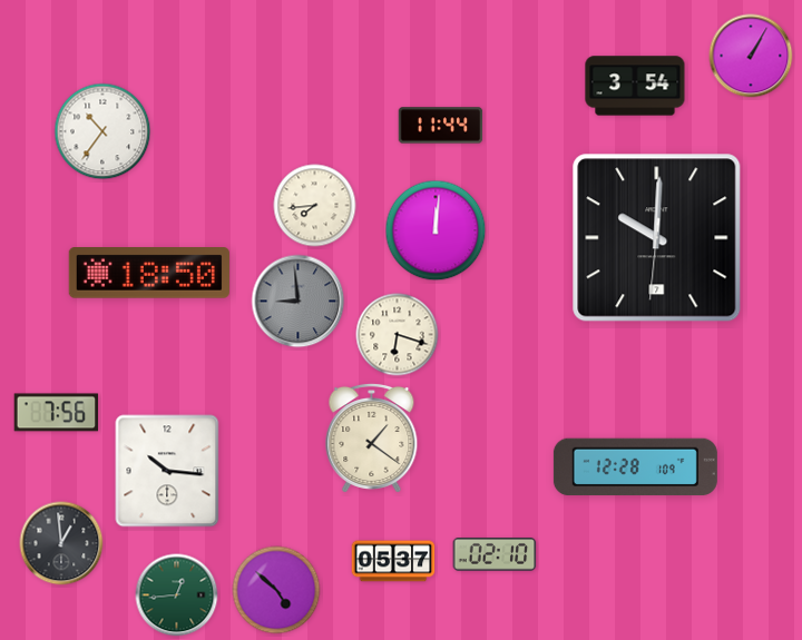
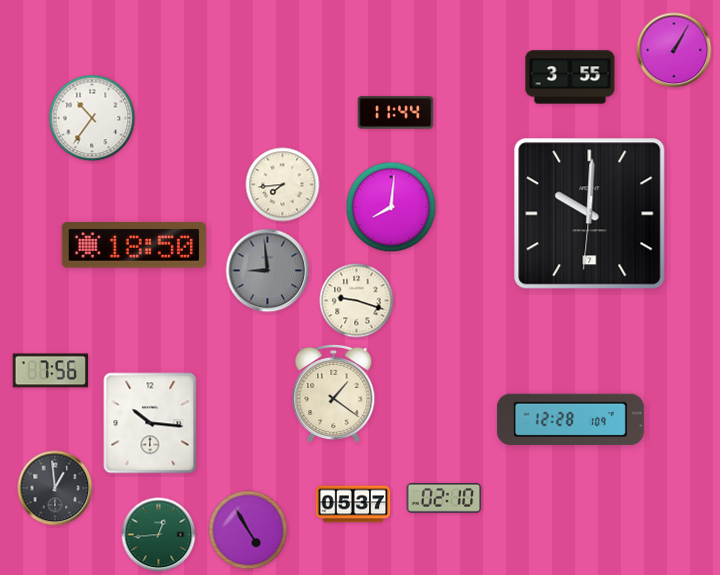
clock at (635, 86): 3:54 -> 3:55
clock at (436, 230): 12:01 -> 8:01
clock at (398, 335): 6:18 -> 9:18
clock at (276, 590): 4:52 -> 4:55
